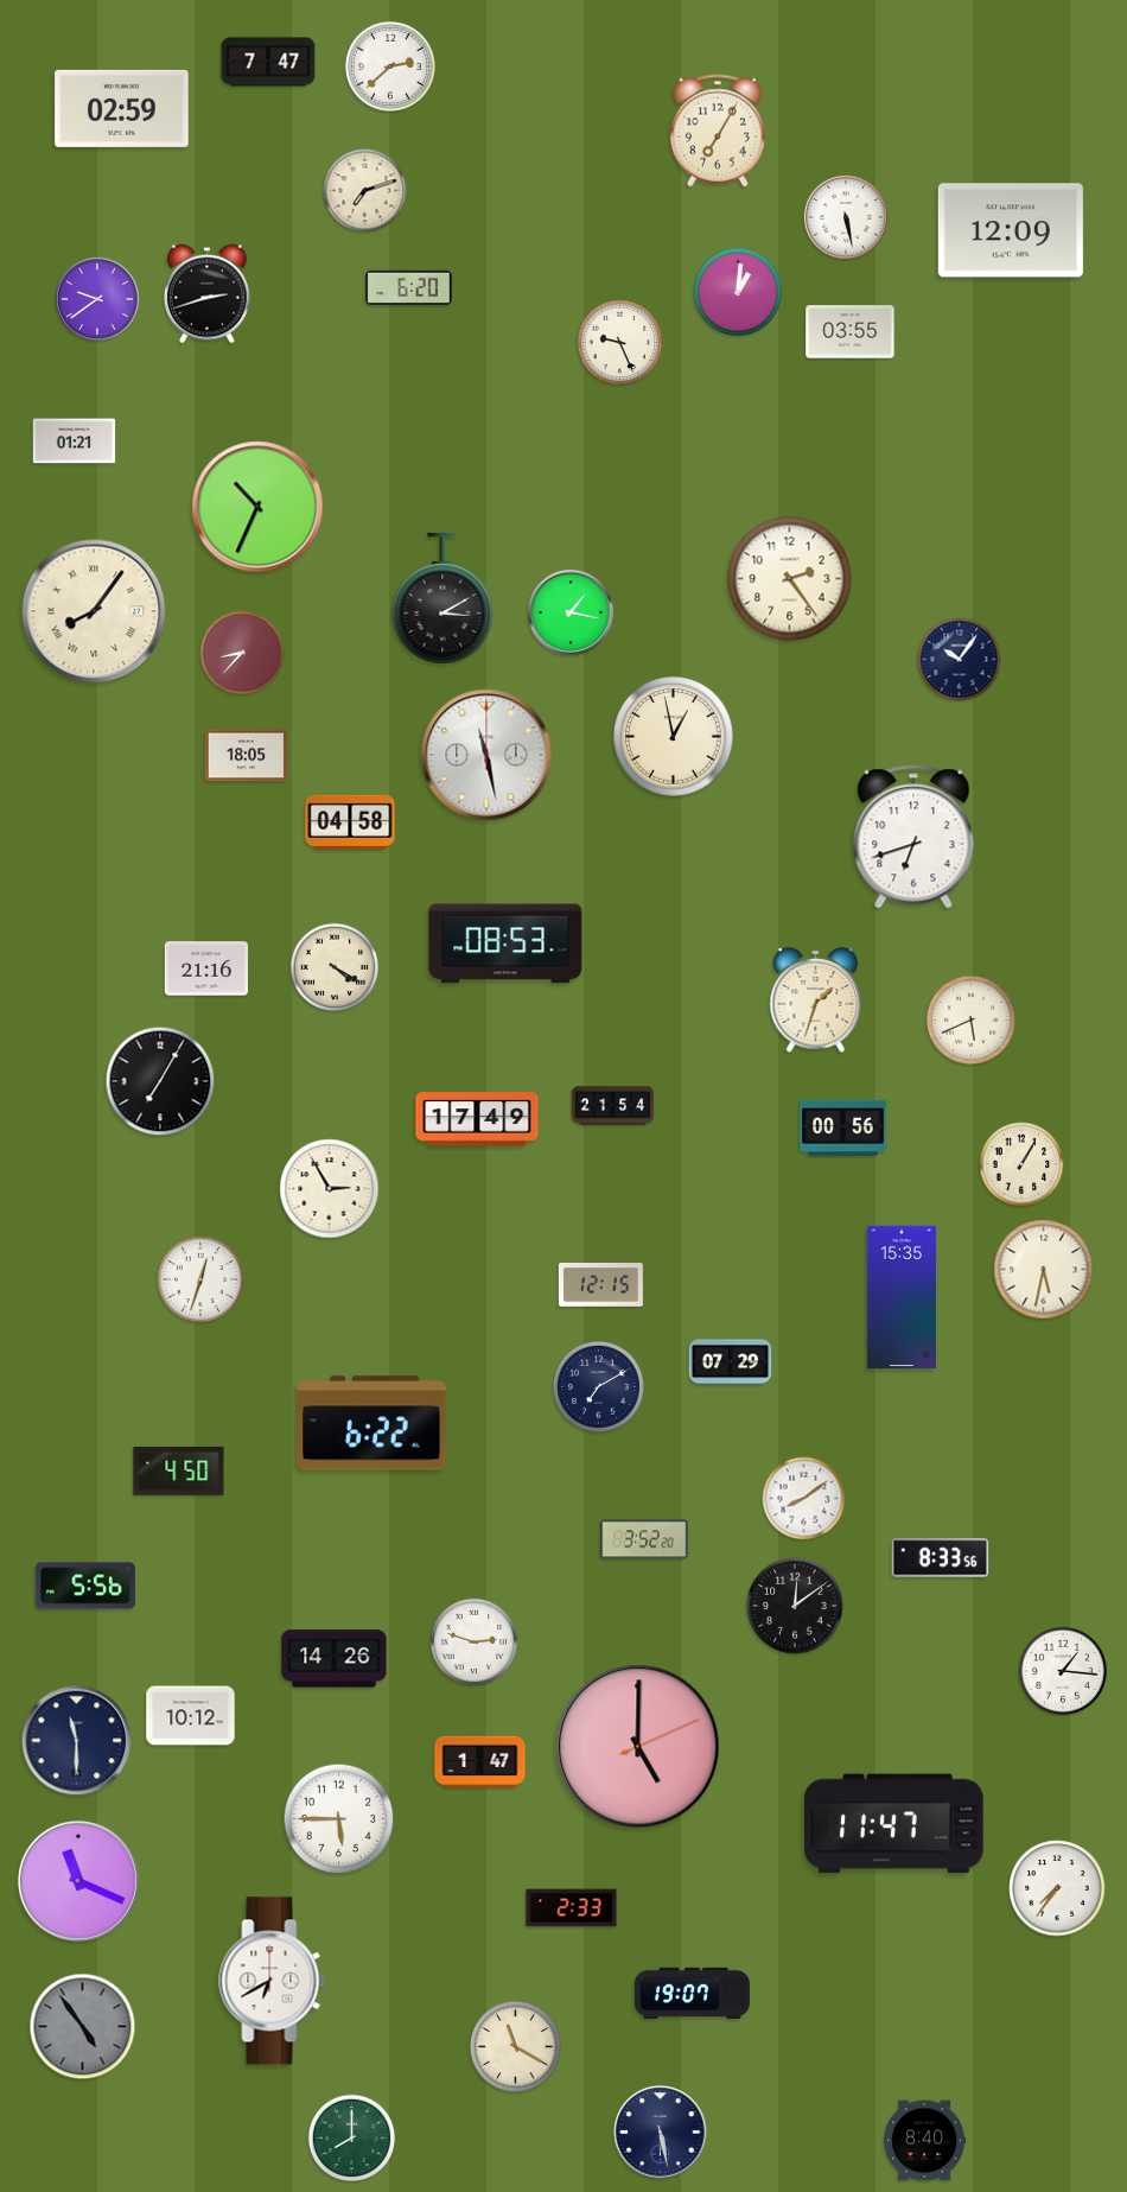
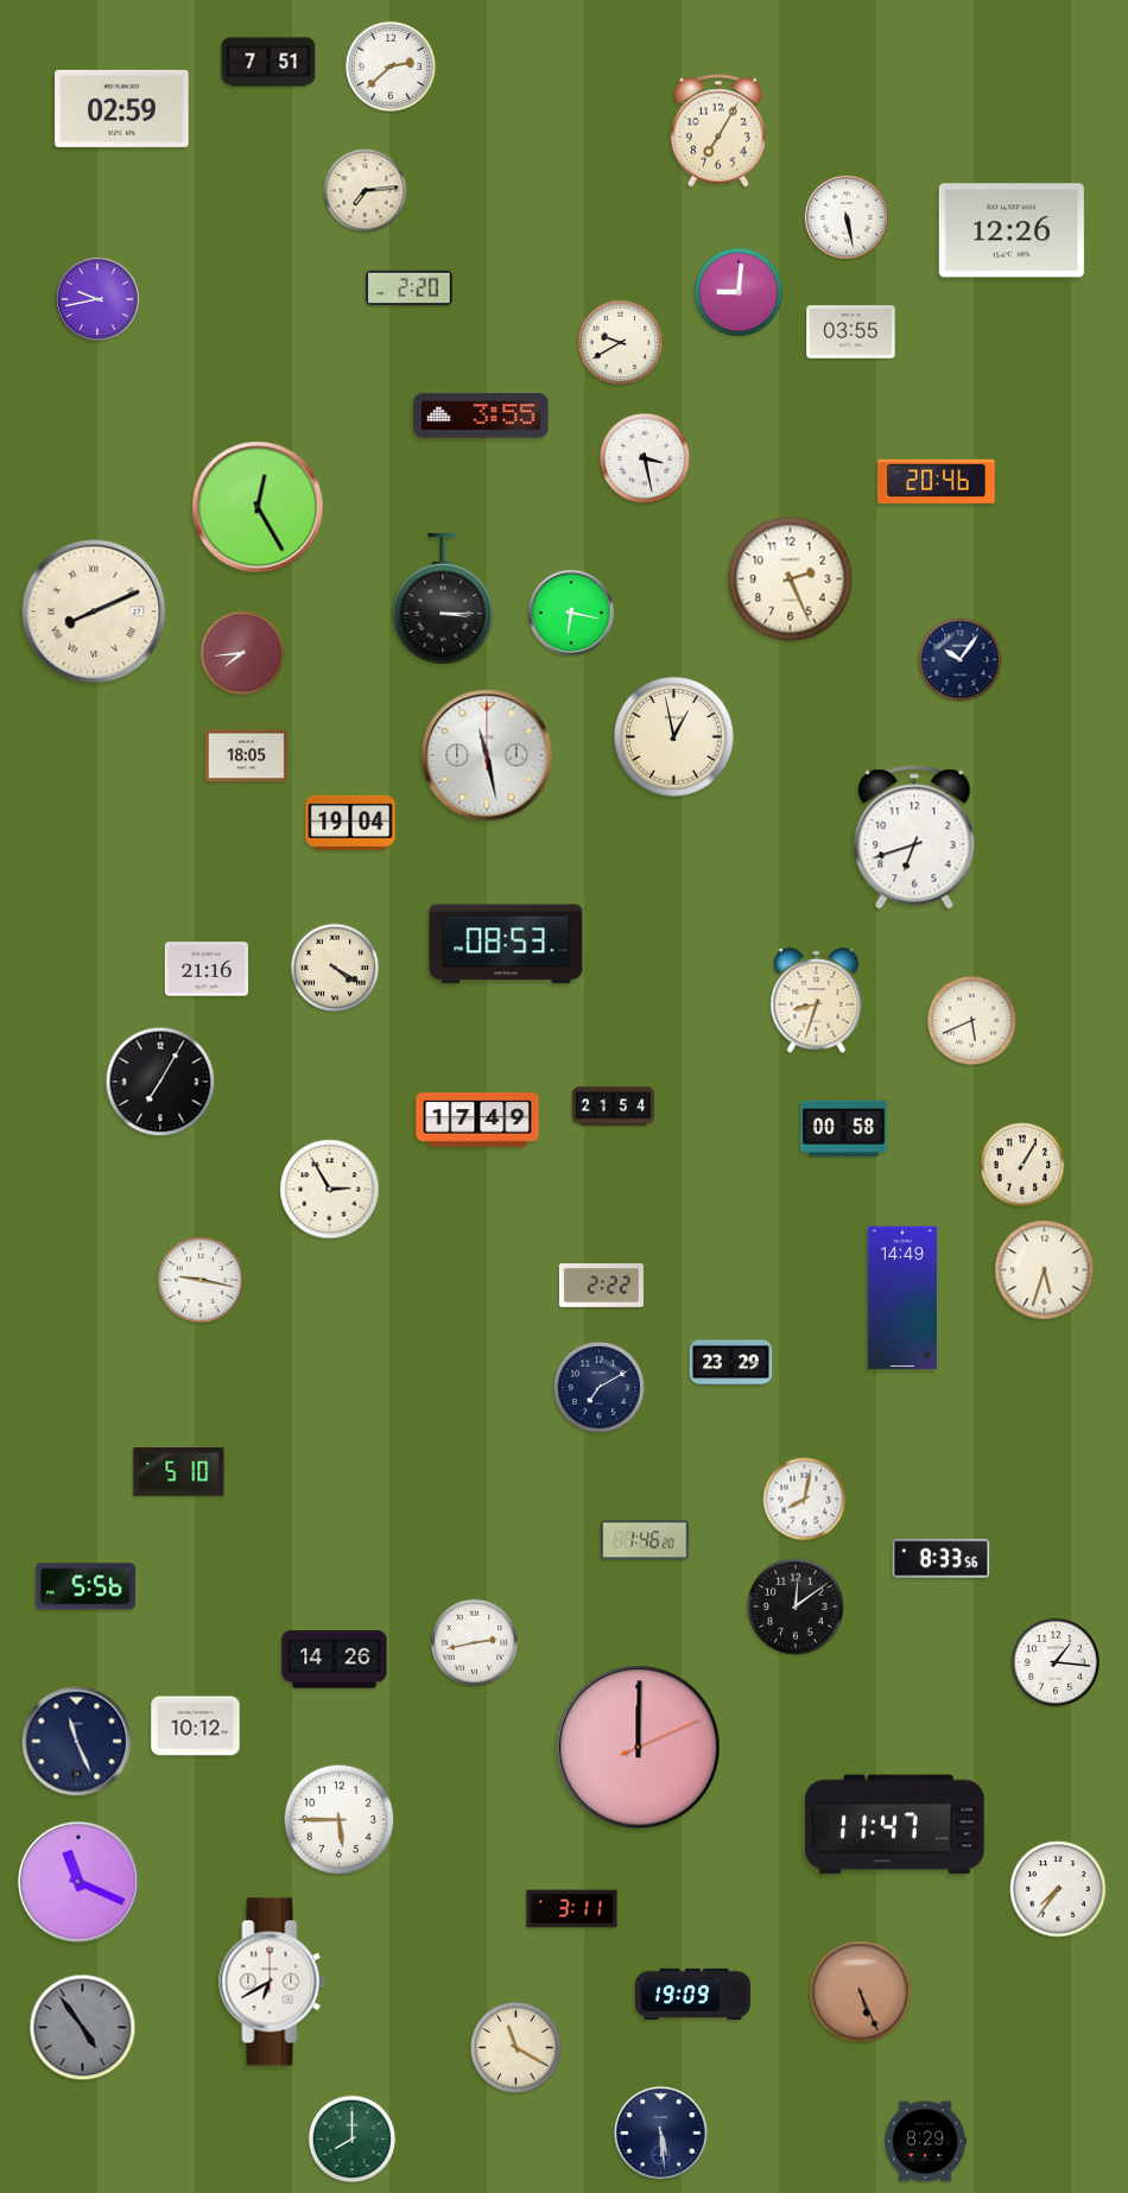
clock at (268, 62): 7:47 -> 7:51
clock at (365, 191): 7:12 -> 7:14
clock at (1011, 230): 12:09 -> 12:26
clock at (409, 288): 6:20 -> 2:20
clock at (737, 291): 1:01 -> 9:01
clock at (206, 294): 2:42 -> none
clock at (97, 299): 9:39 -> 9:43
clock at (620, 343): 9:26 -> 9:40
clock at (481, 416): none -> 3:55
clock at (75, 441): 01:21 -> none
clock at (645, 458): none -> 3:28
clock at (937, 481): none -> 20:46
clock at (257, 507): 10:34 -> 12:25
clock at (790, 579): 2:24 -> 2:26
clock at (442, 598): 3:10 -> 3:15
clock at (94, 611): 8:06 -> 8:11
clock at (571, 612): 1:17 -> 6:17
clock at (242, 653): 8:37 -> 7:44
clock at (350, 822): 04:58 -> 19:04
clock at (816, 1000): 1:33 -> 8:33
clock at (843, 1127): 00:56 -> 00:58
clock at (1044, 1270): 5:32 -> 5:33
clock at (200, 1279): 12:33 -> 9:17
clock at (600, 1285): 12:15 -> 2:22
clock at (902, 1297): 15:35 -> 14:49
clock at (731, 1362): 07:29 -> 23:29
clock at (371, 1423): 6:22 -> none
clock at (179, 1470): 4:50 -> 5:10
clock at (804, 1499): 8:09 -> 8:02
clock at (644, 1539): 3:52 -> 1:46
clock at (475, 1643): 2:48 -> 2:43
clock at (1062, 1670) position: (1062, 1670) -> (1054, 1661)
clock at (191, 1716) position: (191, 1716) -> (196, 1726)
clock at (77, 1741): 11:30 -> 11:26
clock at (638, 1747): 5:00 -> 12:00
clock at (480, 1762): 1:47 -> none
clock at (572, 1908): 2:33 -> 3:11
clock at (861, 1992): none -> 5:26
clock at (692, 1993): 19:07 -> 19:09
clock at (661, 2133): 5:28 -> 5:29
clock at (925, 2141): 8:40 -> 8:29
